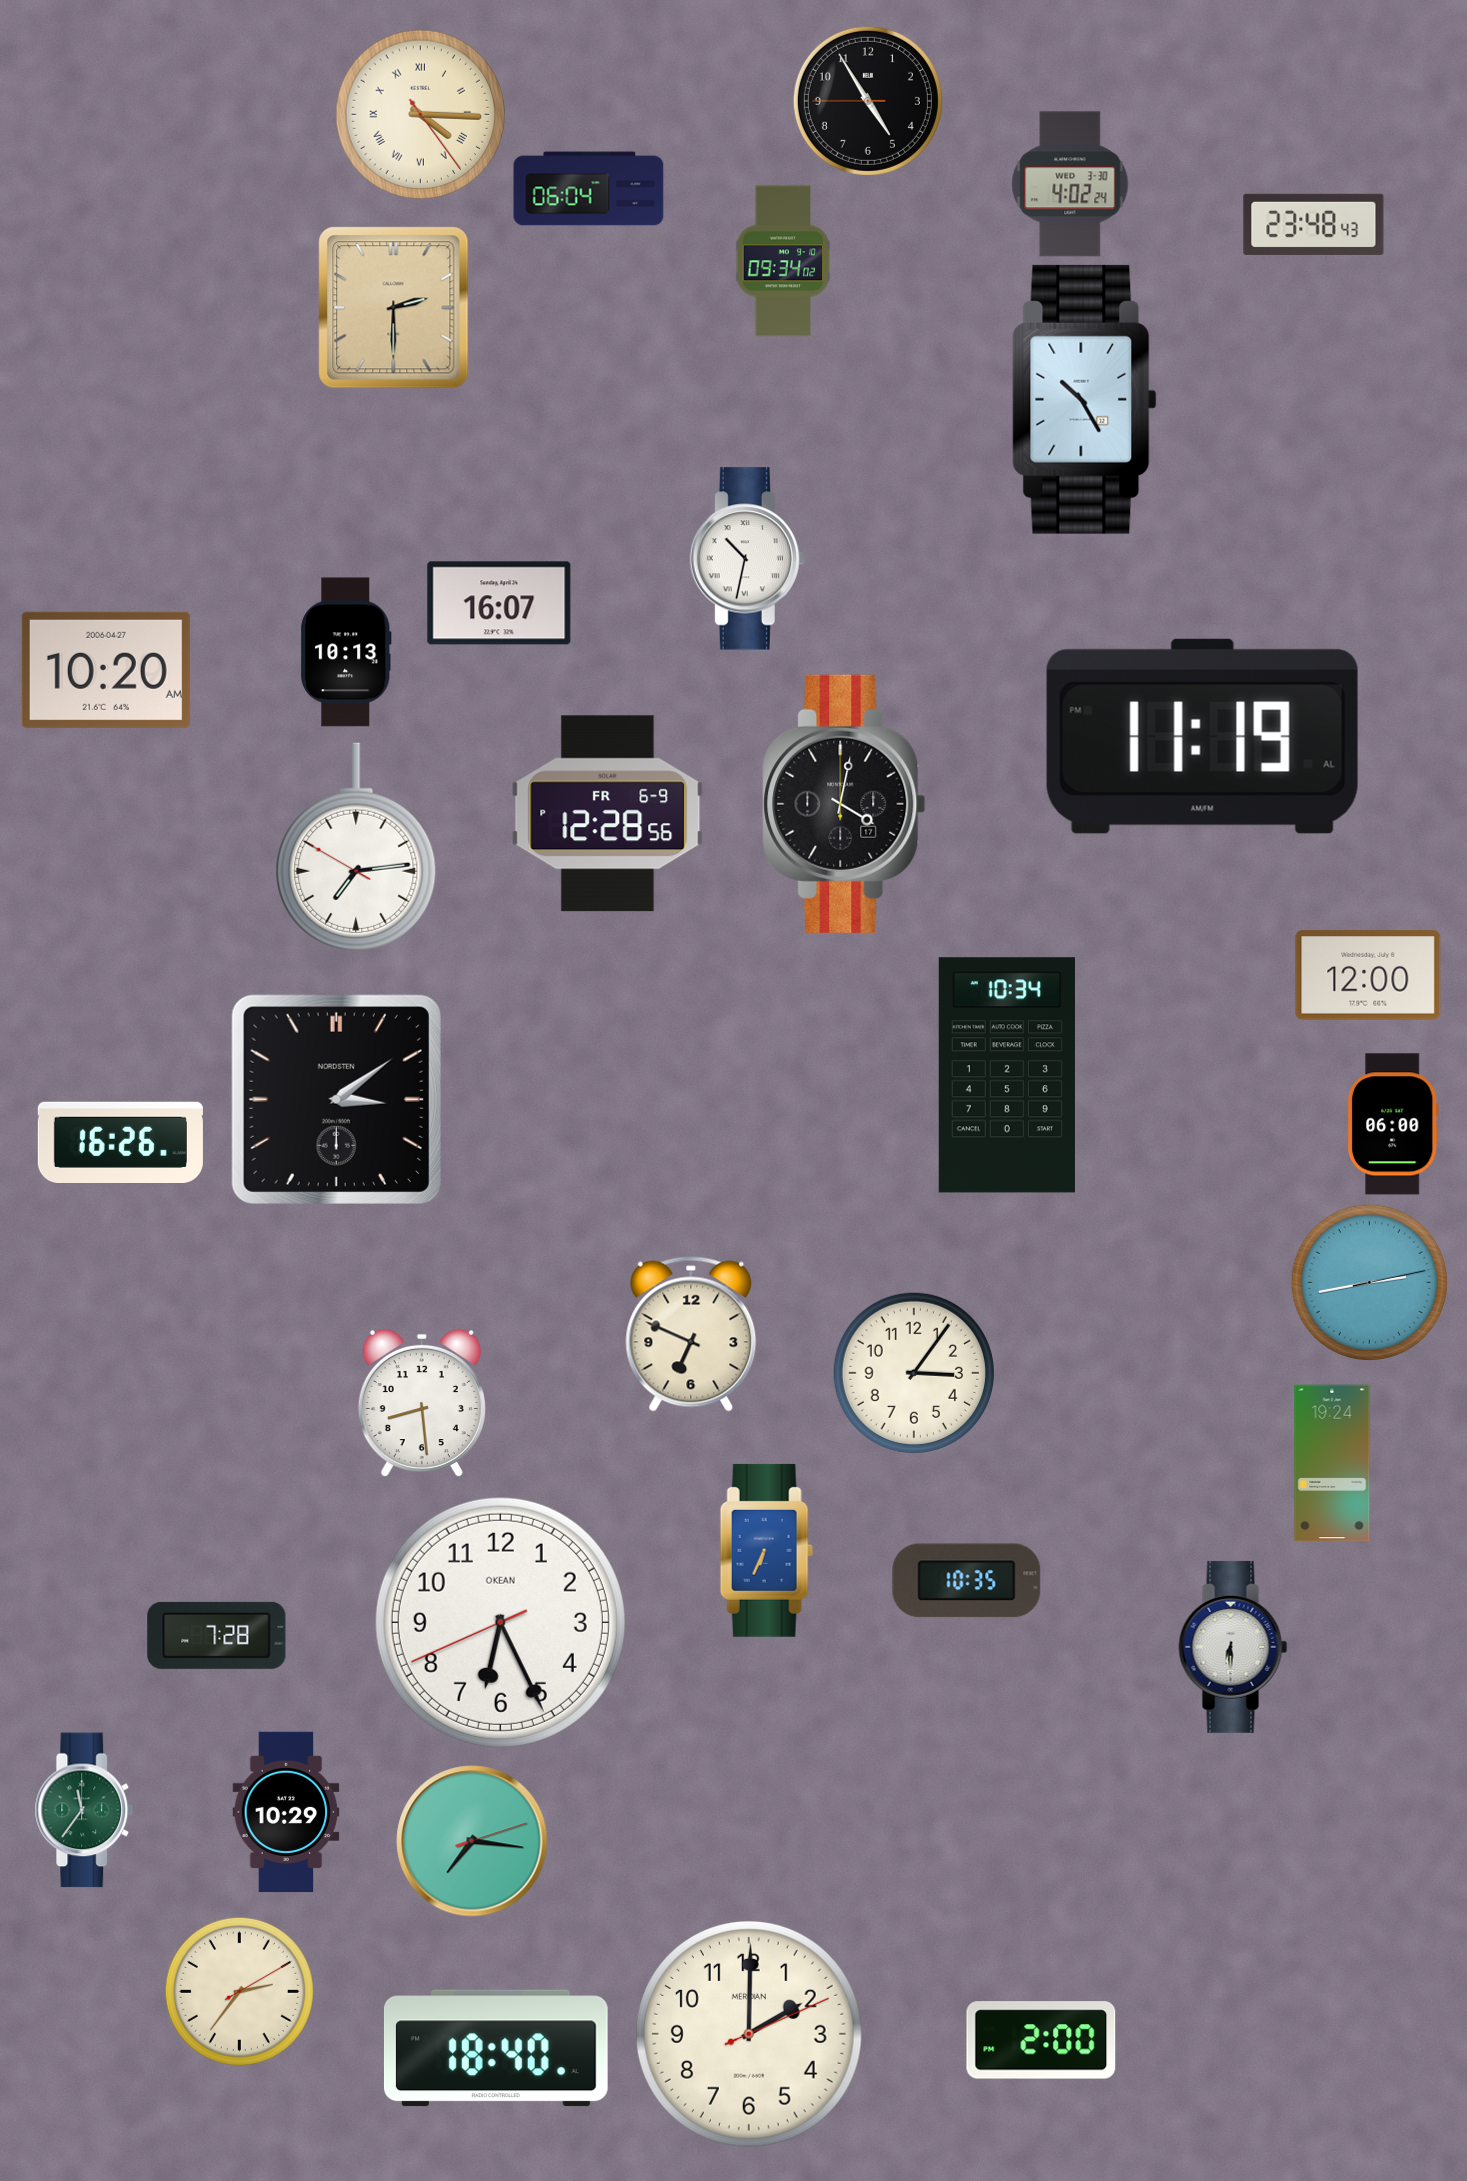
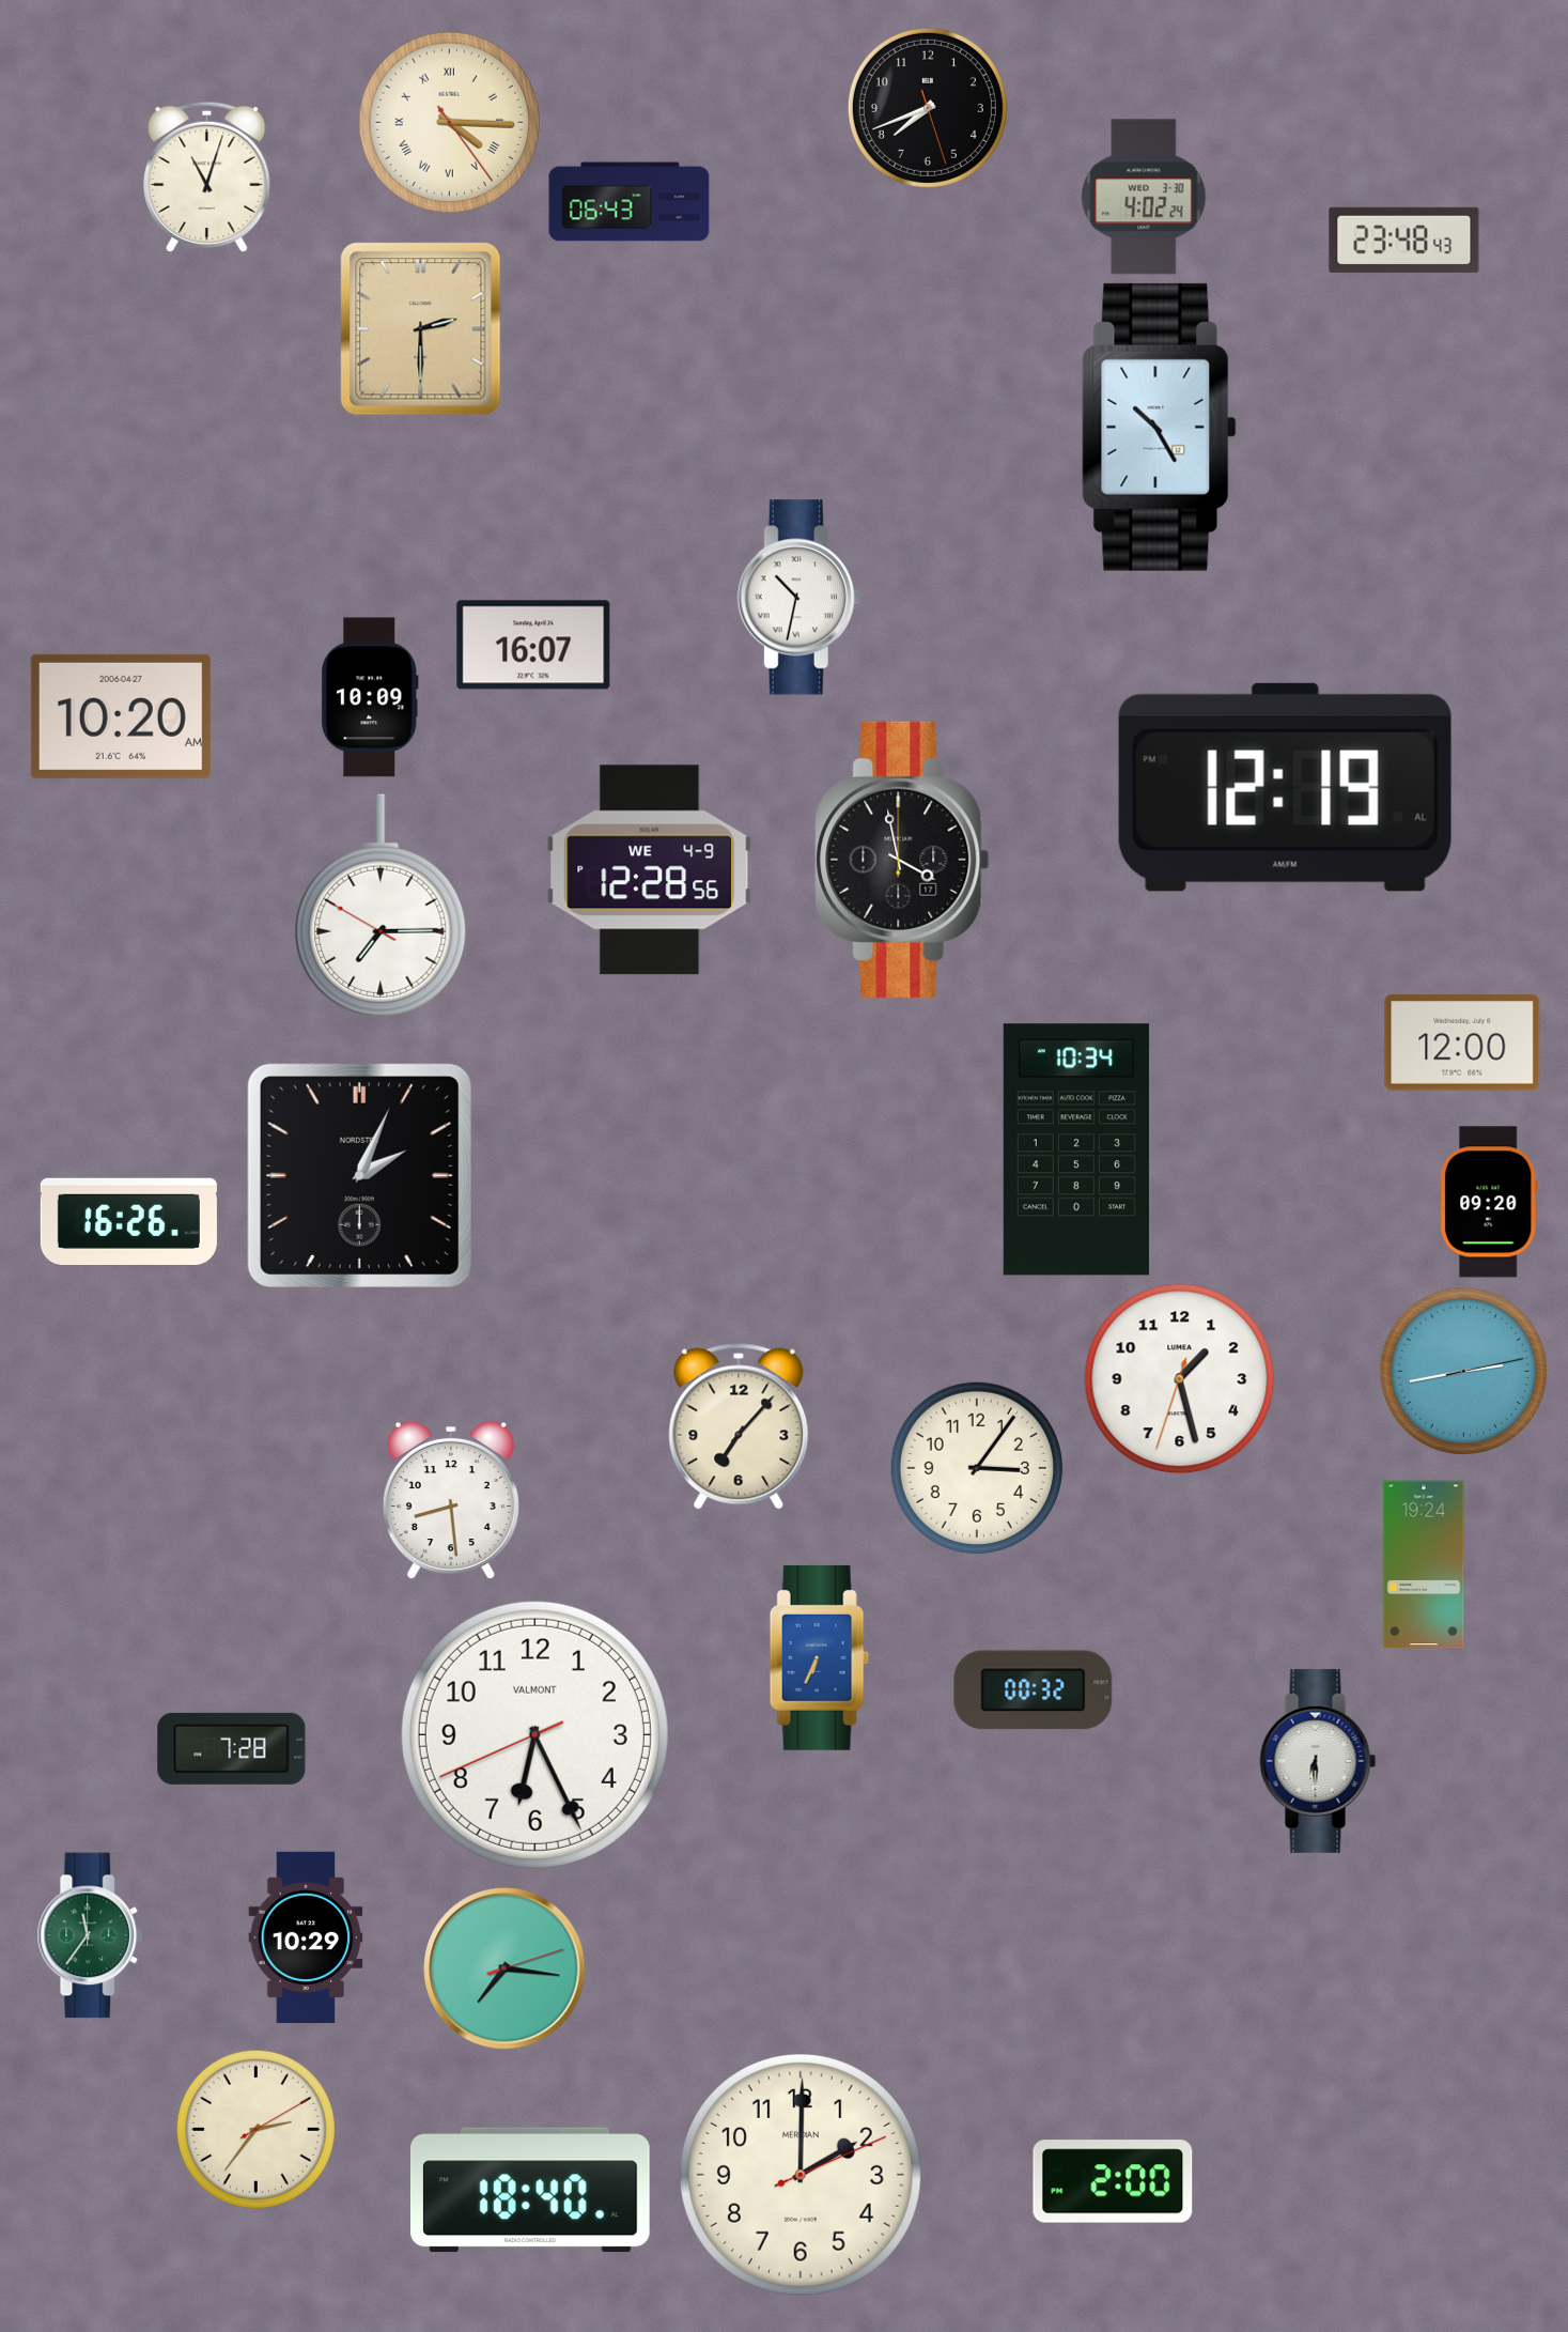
clock at (868, 101): 4:54 -> 7:41
clock at (207, 177): none -> 11:03
clock at (589, 189): 06:04 -> 06:43
clock at (783, 261): 09:34 -> none
clock at (346, 652): 10:13 -> 10:09
clock at (106, 670) position: (106, 670) -> (121, 716)
clock at (1202, 736): 11:19 -> 12:19
clock at (844, 804): 4:02 -> 3:58
clock at (608, 814) date: FR 6-9 -> WE 4-9
clock at (356, 847): 7:13 -> 7:14
clock at (336, 1099): 3:09 -> 2:04
clock at (1393, 1124): 06:00 -> 09:20
clock at (1180, 1379): none -> 1:27
clock at (691, 1334): 6:49 -> 7:07
clock at (967, 1581): 10:35 -> 00:32
clock at (500, 1622) brand: OKEAN -> VALMONT
